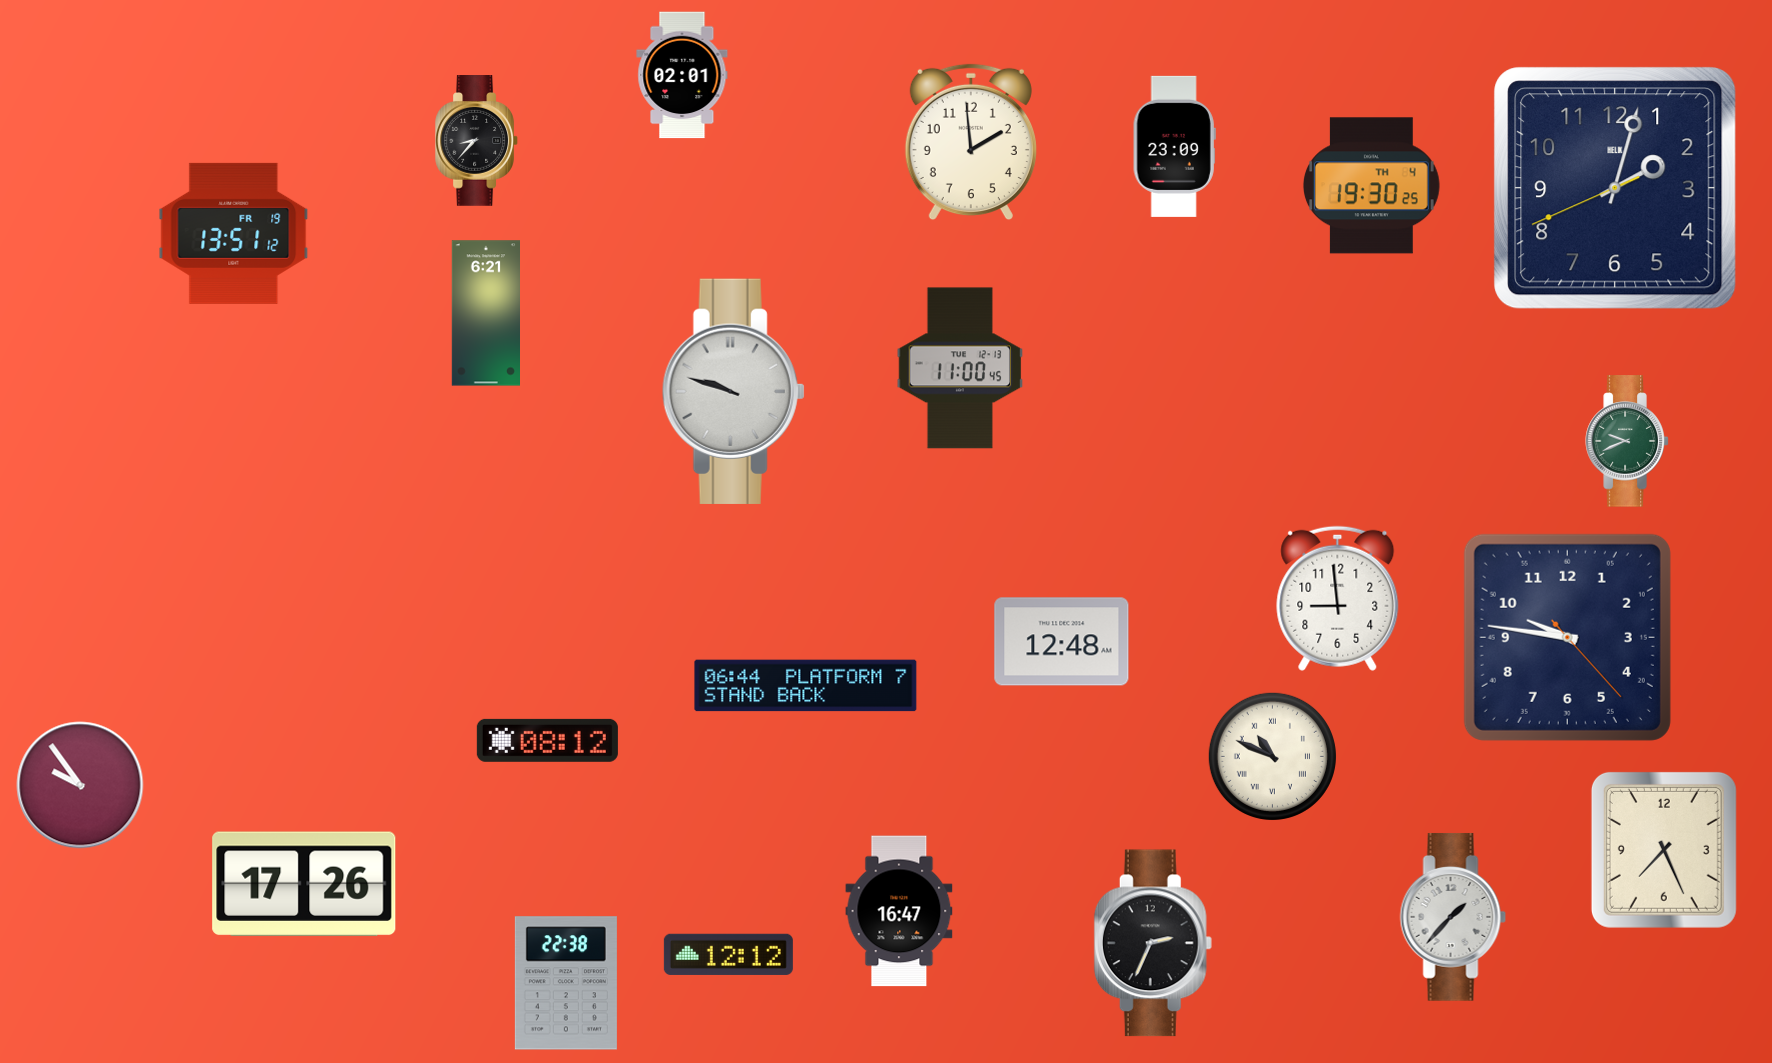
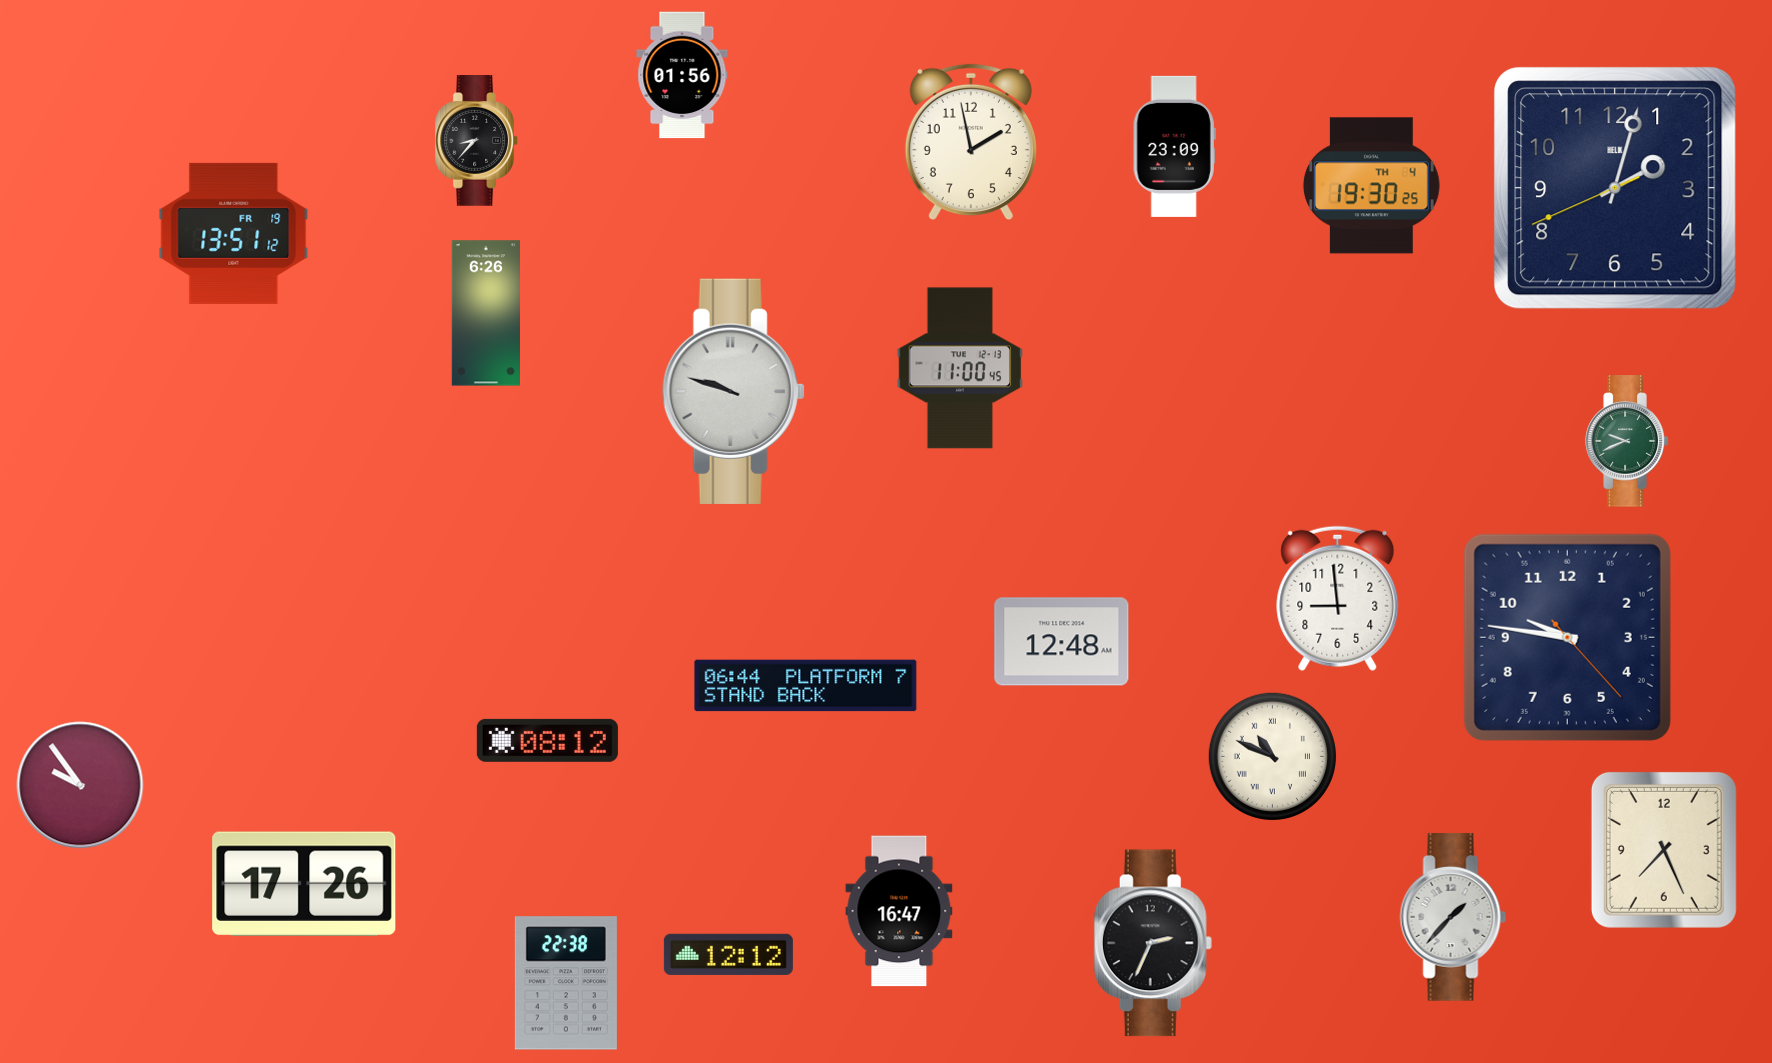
clock at (682, 75): 02:01 -> 01:56
clock at (971, 142): 1:59 -> 1:58
clock at (485, 313): 6:21 -> 6:26
